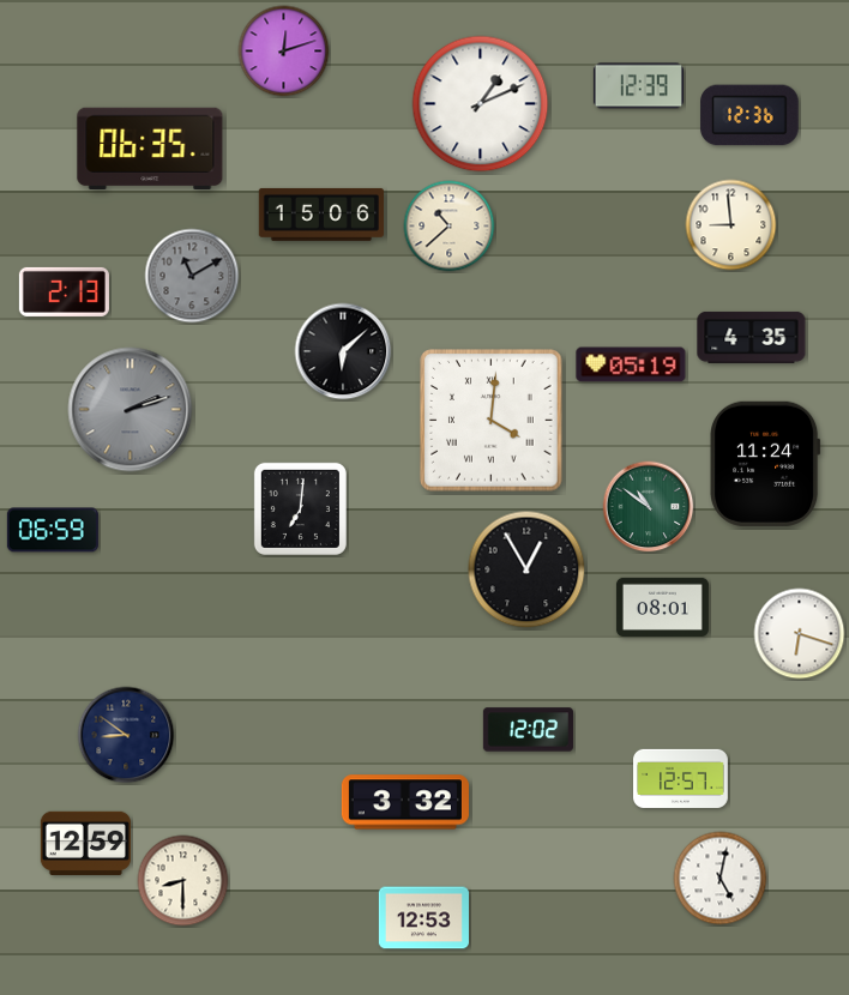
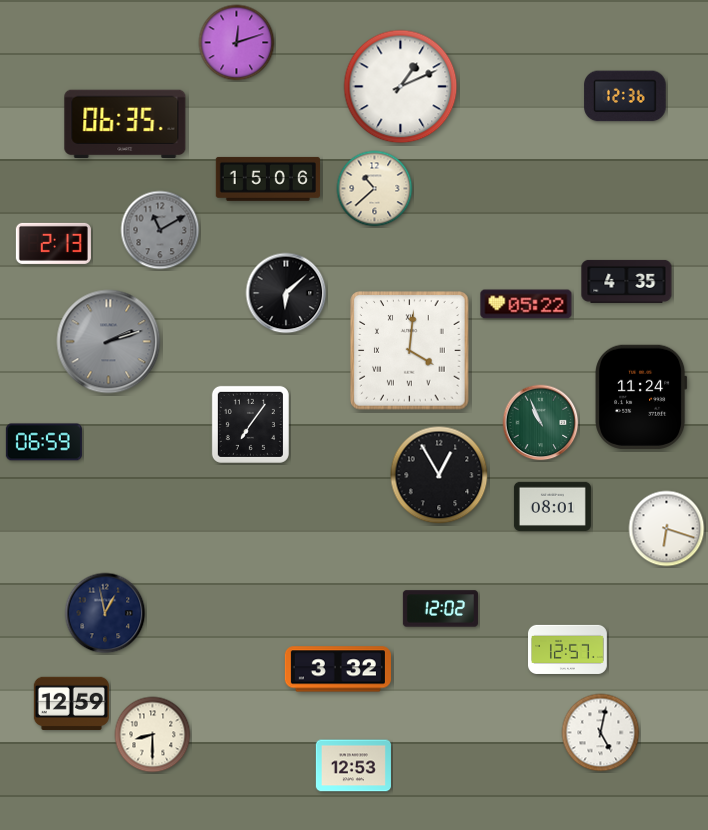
clock at (638, 86): 12:39 -> none
clock at (731, 225): 8:59 -> none
clock at (631, 364): 05:19 -> 05:22
clock at (765, 464) position: (765, 464) -> (641, 397)
clock at (649, 507): 10:51 -> 10:56
clock at (300, 508): 7:01 -> 7:06
clock at (126, 735): 8:51 -> 12:58
